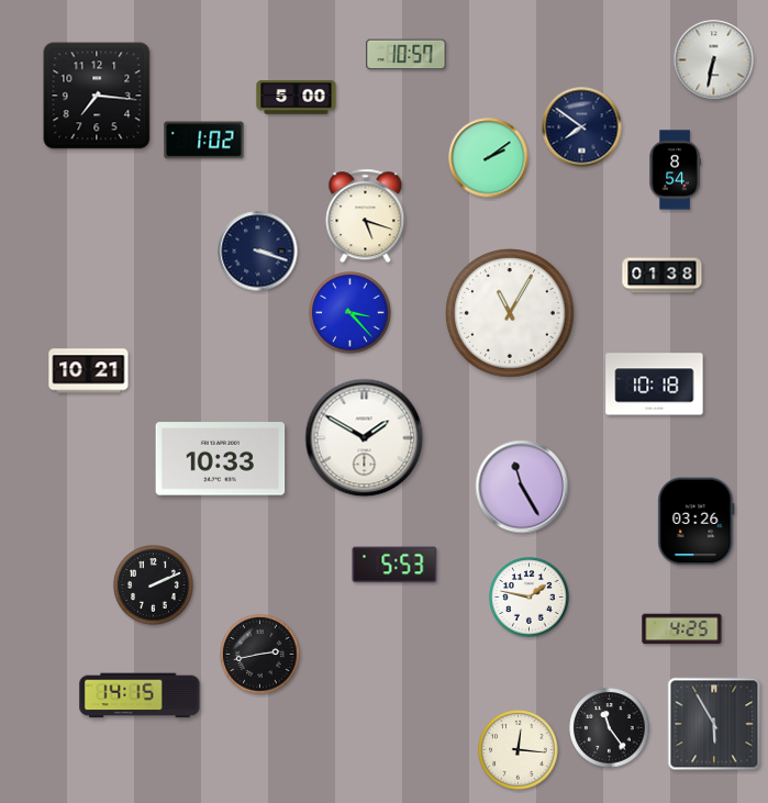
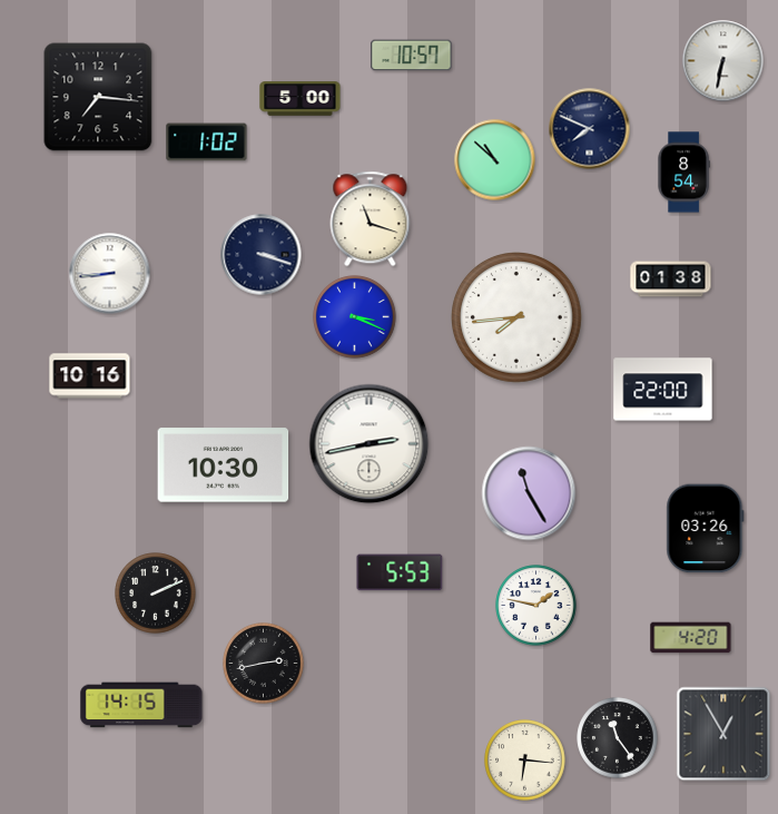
clock at (582, 127): 7:51 -> 7:49
clock at (489, 158): 2:09 -> 10:52
clock at (366, 216): 5:18 -> 11:18
clock at (110, 274): none -> 8:44
clock at (350, 313): 3:23 -> 3:19
clock at (511, 314): 11:05 -> 7:44
clock at (89, 371): 10:21 -> 10:16
clock at (655, 384): 10:18 -> 22:00
clock at (365, 438): 1:50 -> 2:43
clock at (221, 459): 10:33 -> 10:30
clock at (682, 629): 4:25 -> 4:20
clock at (714, 724): 5:55 -> 12:55
clock at (519, 750): 12:16 -> 6:16
